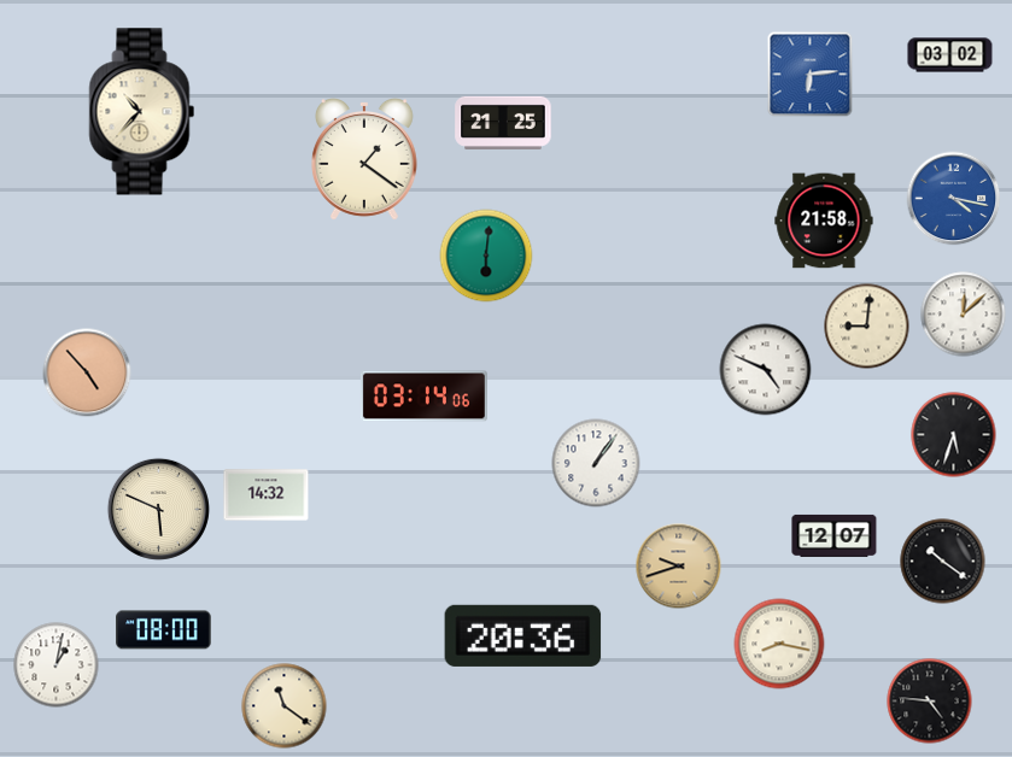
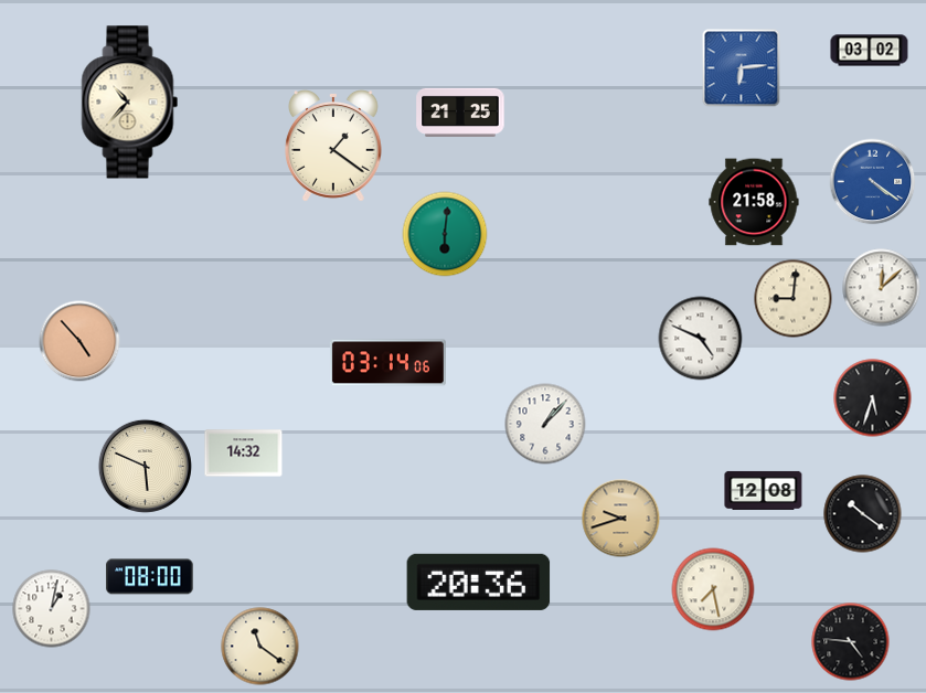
clock at (954, 199): 4:17 -> 4:21
clock at (596, 463): 1:06 -> 1:07
clock at (835, 535): 12:07 -> 12:08
clock at (779, 644): 8:17 -> 7:28
